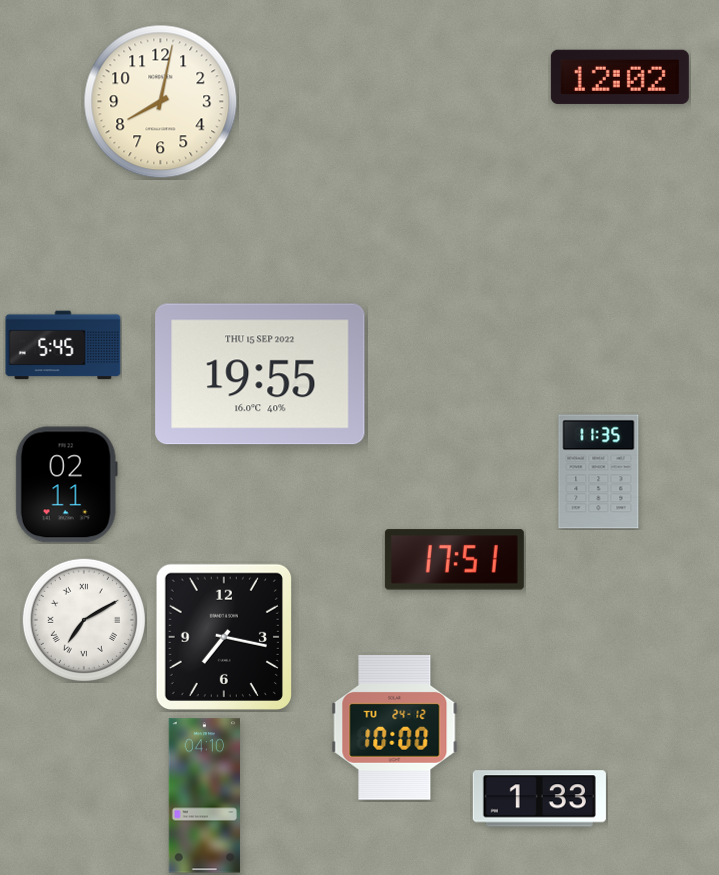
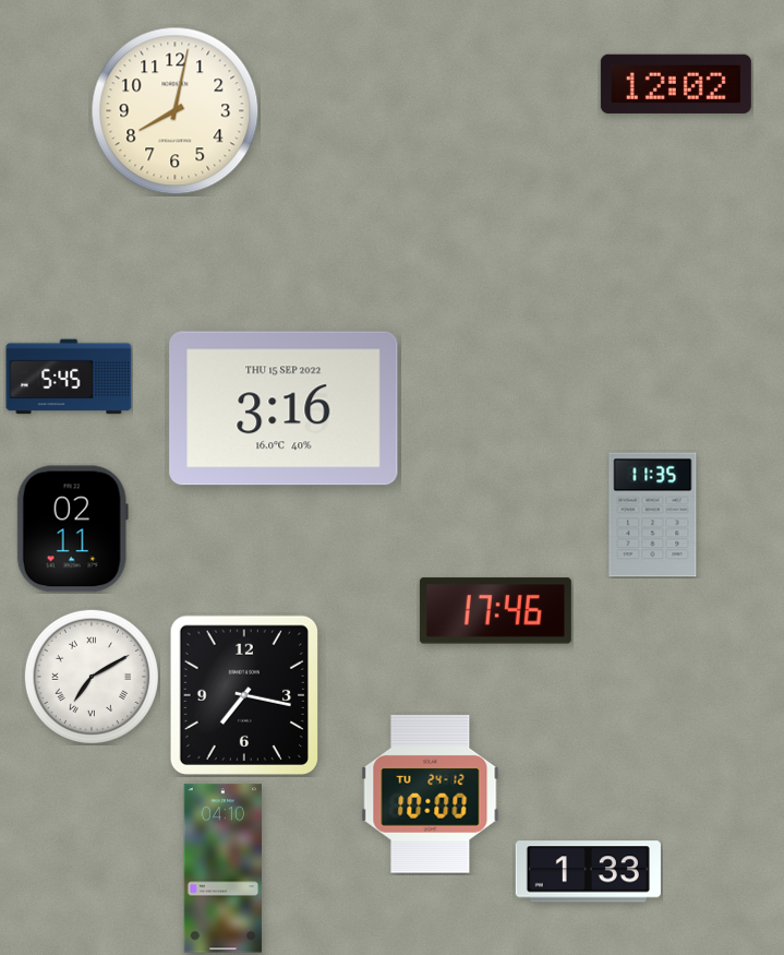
clock at (260, 374): 19:55 -> 3:16
clock at (454, 560): 17:51 -> 17:46
